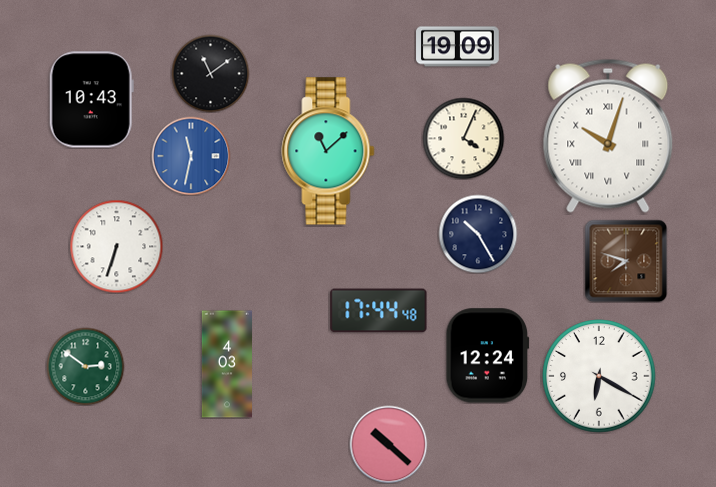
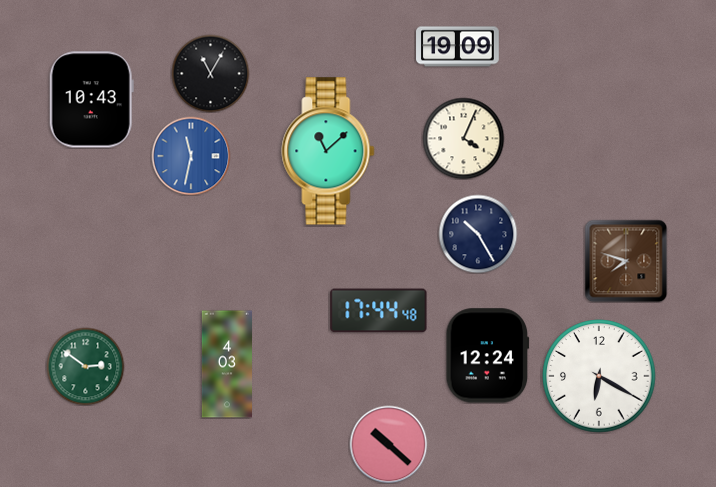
clock at (210, 73): 11:09 -> 11:05
clock at (608, 136): 10:03 -> none
clock at (116, 246): 6:33 -> none
